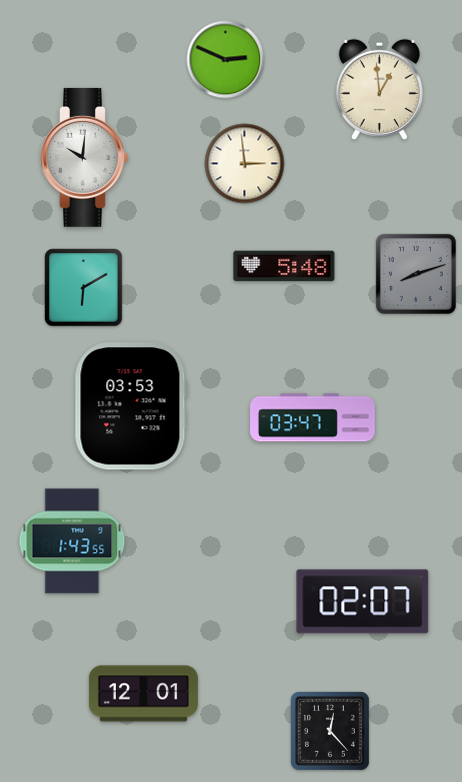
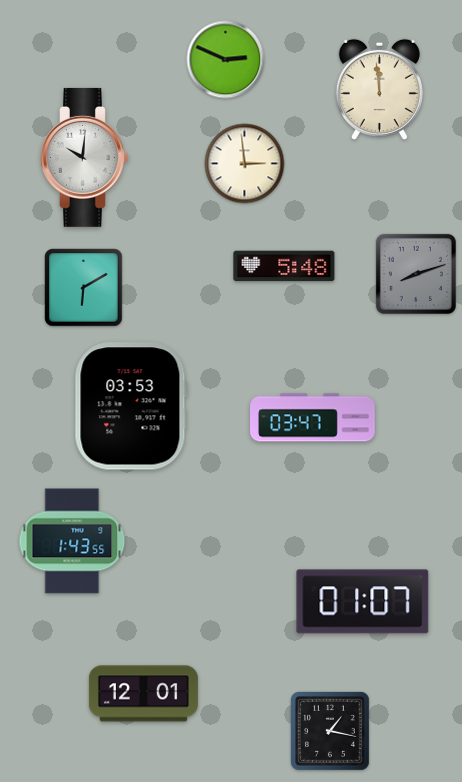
clock at (379, 89): 12:59 -> 11:59
clock at (363, 602): 02:07 -> 01:07
clock at (331, 732): 12:23 -> 1:17
